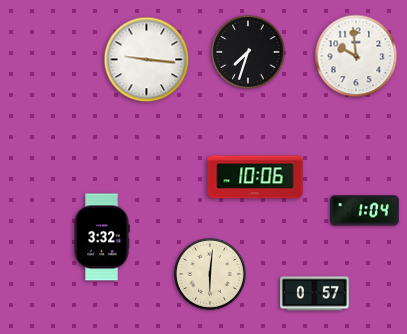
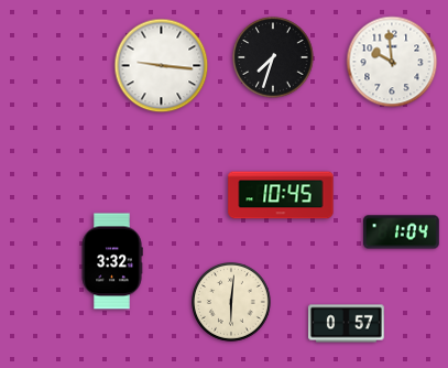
clock at (255, 177): 10:06 -> 10:45
